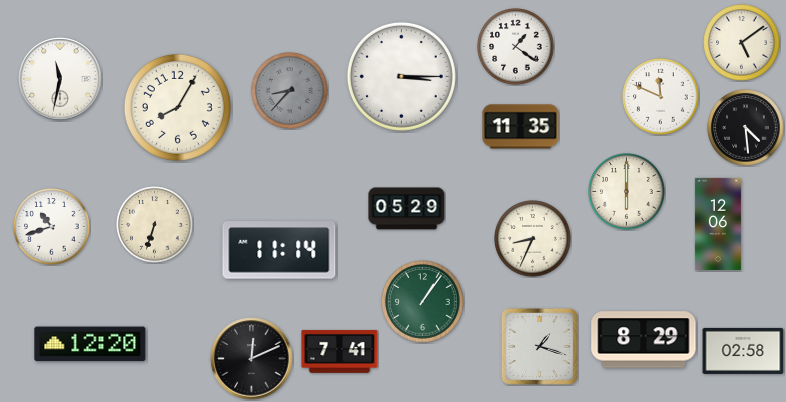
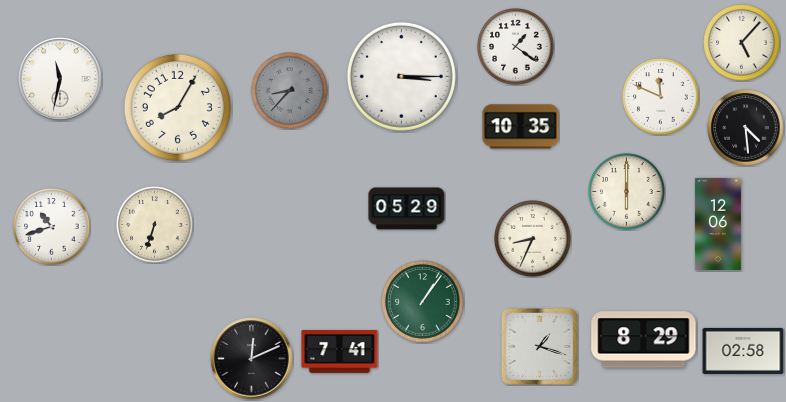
clock at (742, 43): 5:09 -> 5:07
clock at (521, 127): 11:35 -> 10:35
clock at (279, 250): 11:14 -> none
clock at (90, 344): 12:20 -> none
